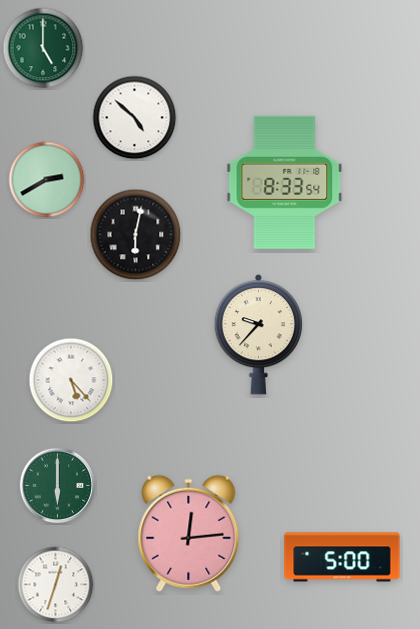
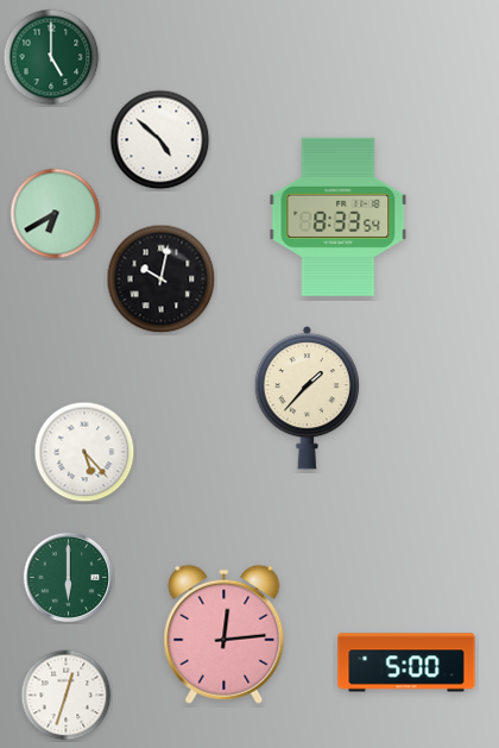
clock at (47, 180): 2:40 -> 6:40
clock at (136, 235): 6:02 -> 10:02
clock at (258, 335): 9:37 -> 1:37
